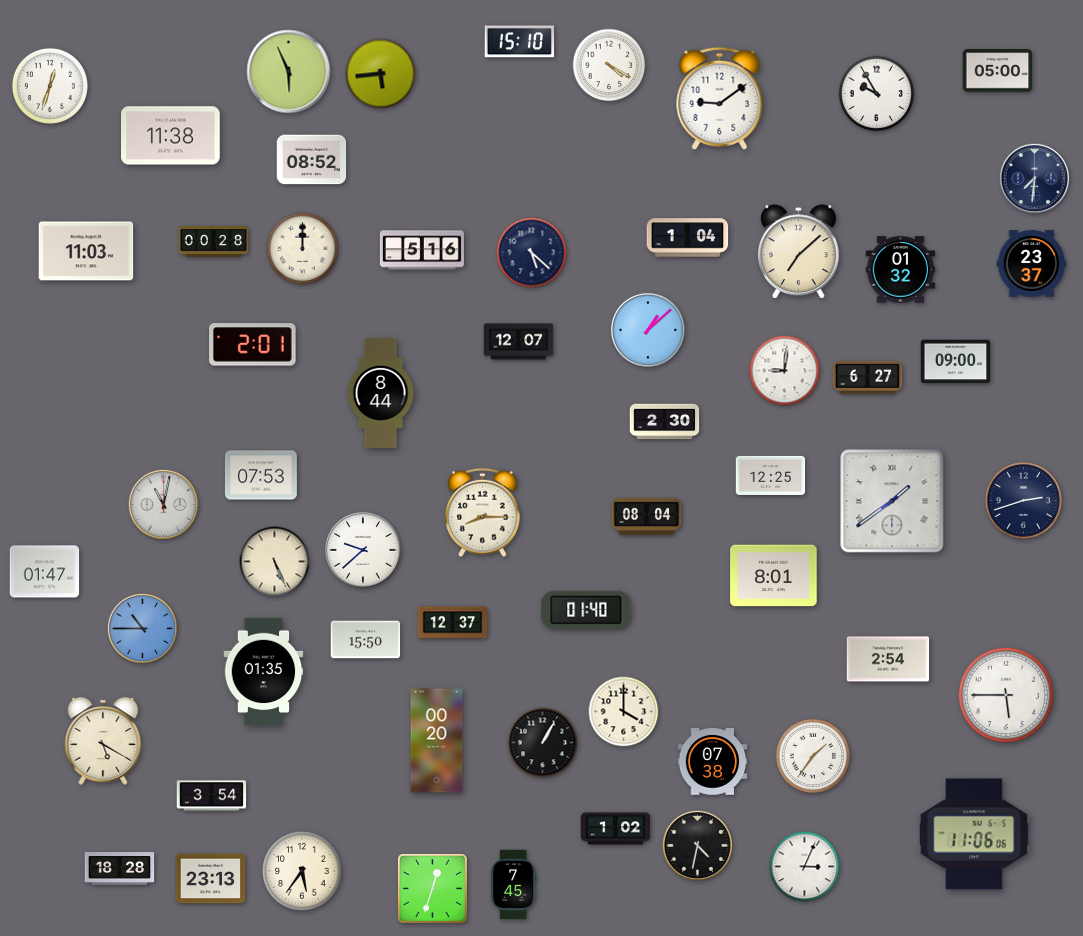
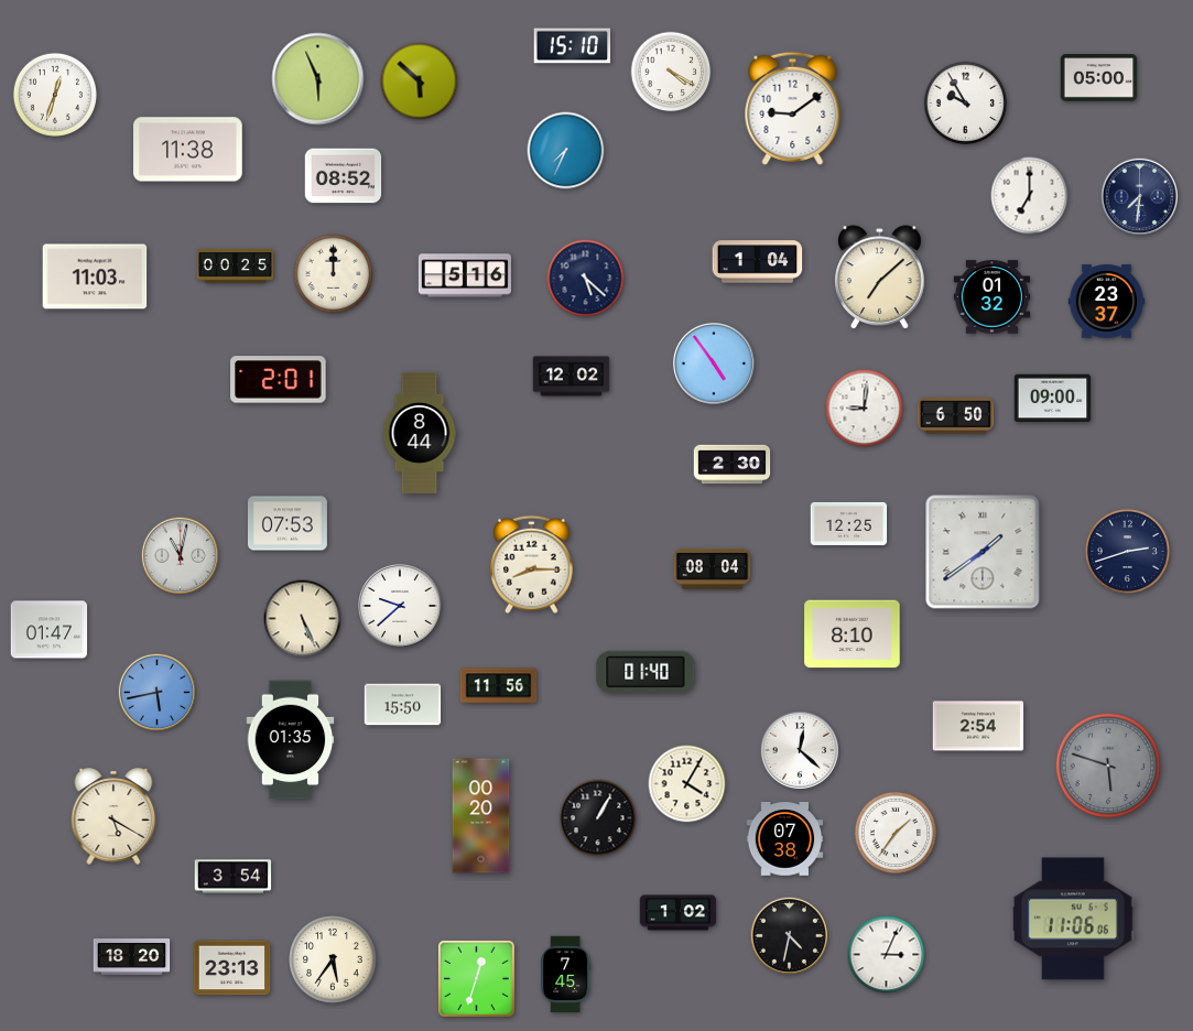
clock at (381, 74): 5:44 -> 5:52
clock at (566, 151): none -> 7:34
clock at (1030, 196): none -> 7:00
clock at (214, 242): 00:28 -> 00:25
clock at (1032, 264) position: (1032, 264) -> (1107, 302)
clock at (648, 330): 1:08 -> 4:54
clock at (519, 342): 12:07 -> 12:02
clock at (868, 378): 6:27 -> 6:50
clock at (774, 576): 8:01 -> 8:10
clock at (453, 623): 12:37 -> 11:56
clock at (142, 628): 10:45 -> 5:43
clock at (800, 750): none -> 12:22
clock at (1006, 695): 5:45 -> 5:48
clock at (1006, 695) dial: white -> grey
clock at (624, 712): 4:00 -> 4:05
clock at (697, 845) position: (697, 845) -> (789, 935)
clock at (120, 869): 18:28 -> 18:20
